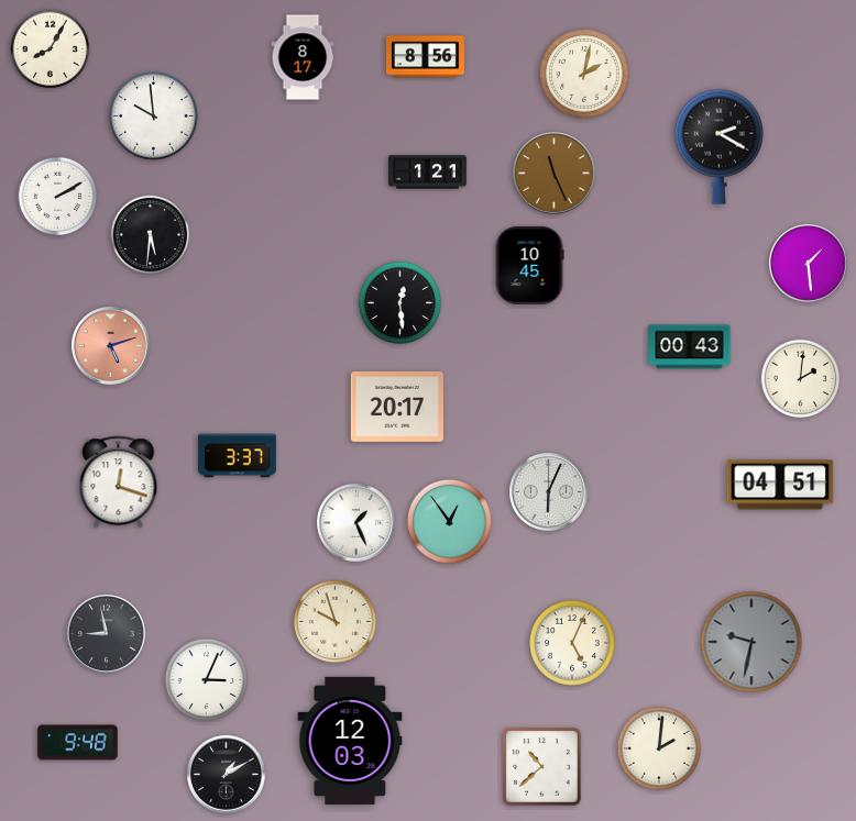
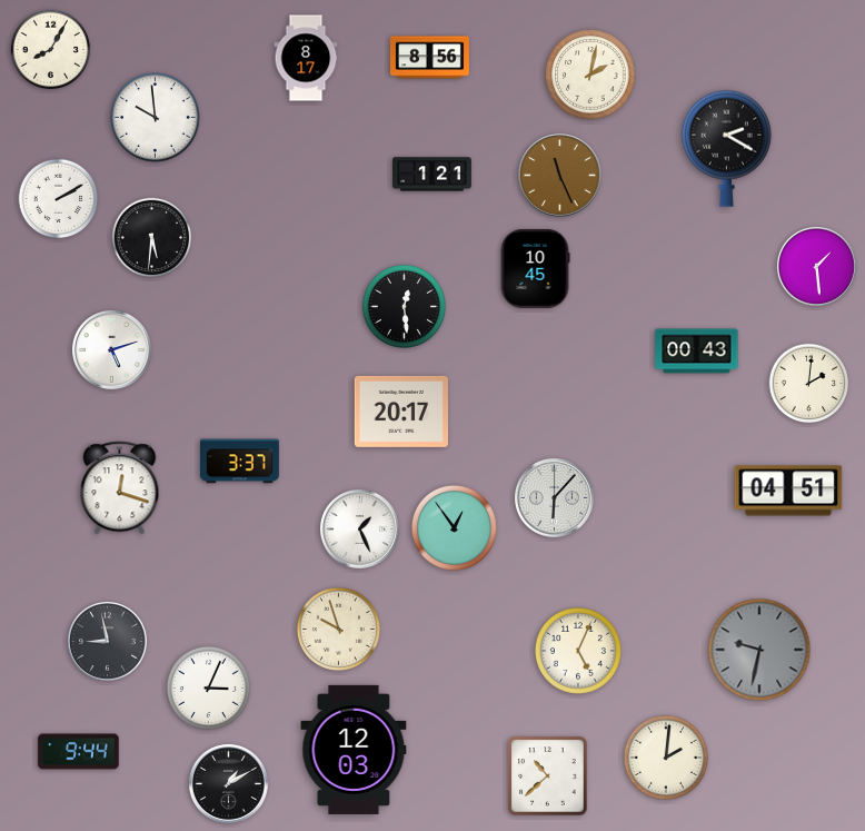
clock at (110, 345) dial: salmon -> white
clock at (548, 491): 6:04 -> 6:07
clock at (78, 743): 9:48 -> 9:44
